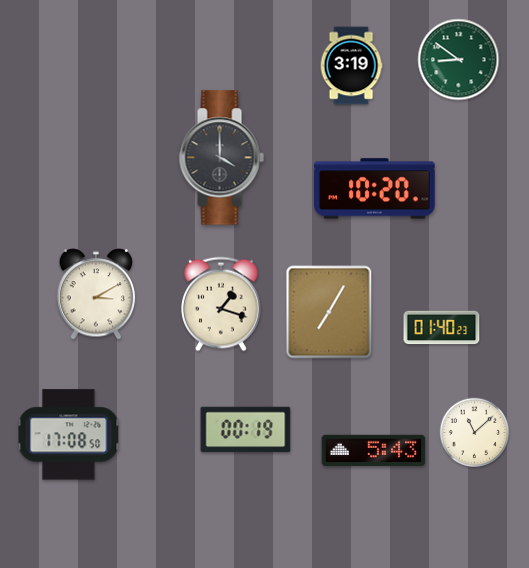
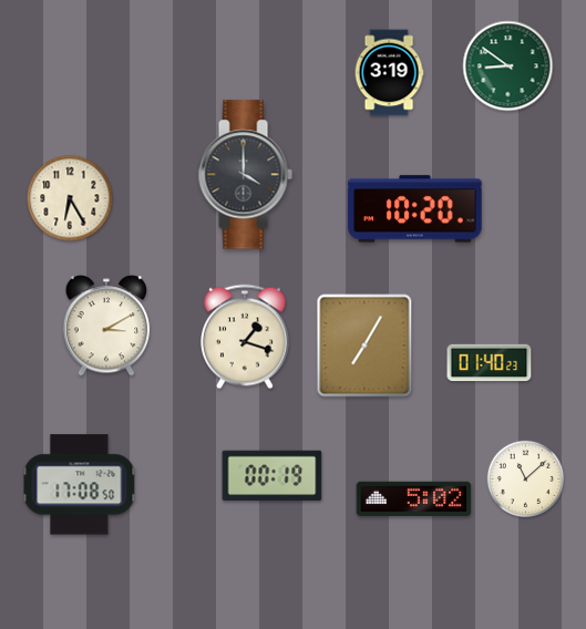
clock at (70, 198): none -> 6:25
clock at (69, 435) position: (69, 435) -> (80, 485)
clock at (374, 451): 5:43 -> 5:02
